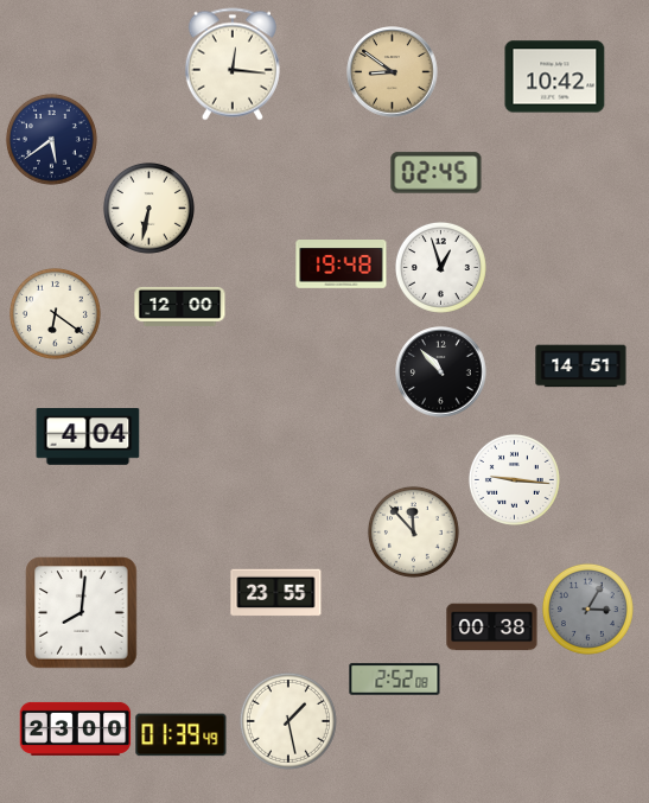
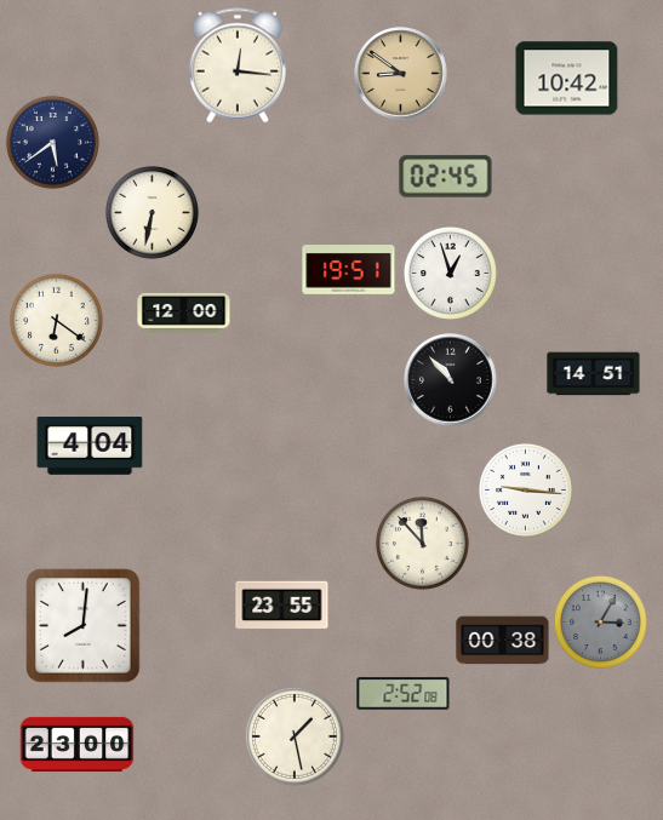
clock at (342, 265): 19:48 -> 19:51
clock at (182, 735): 01:39 -> none
